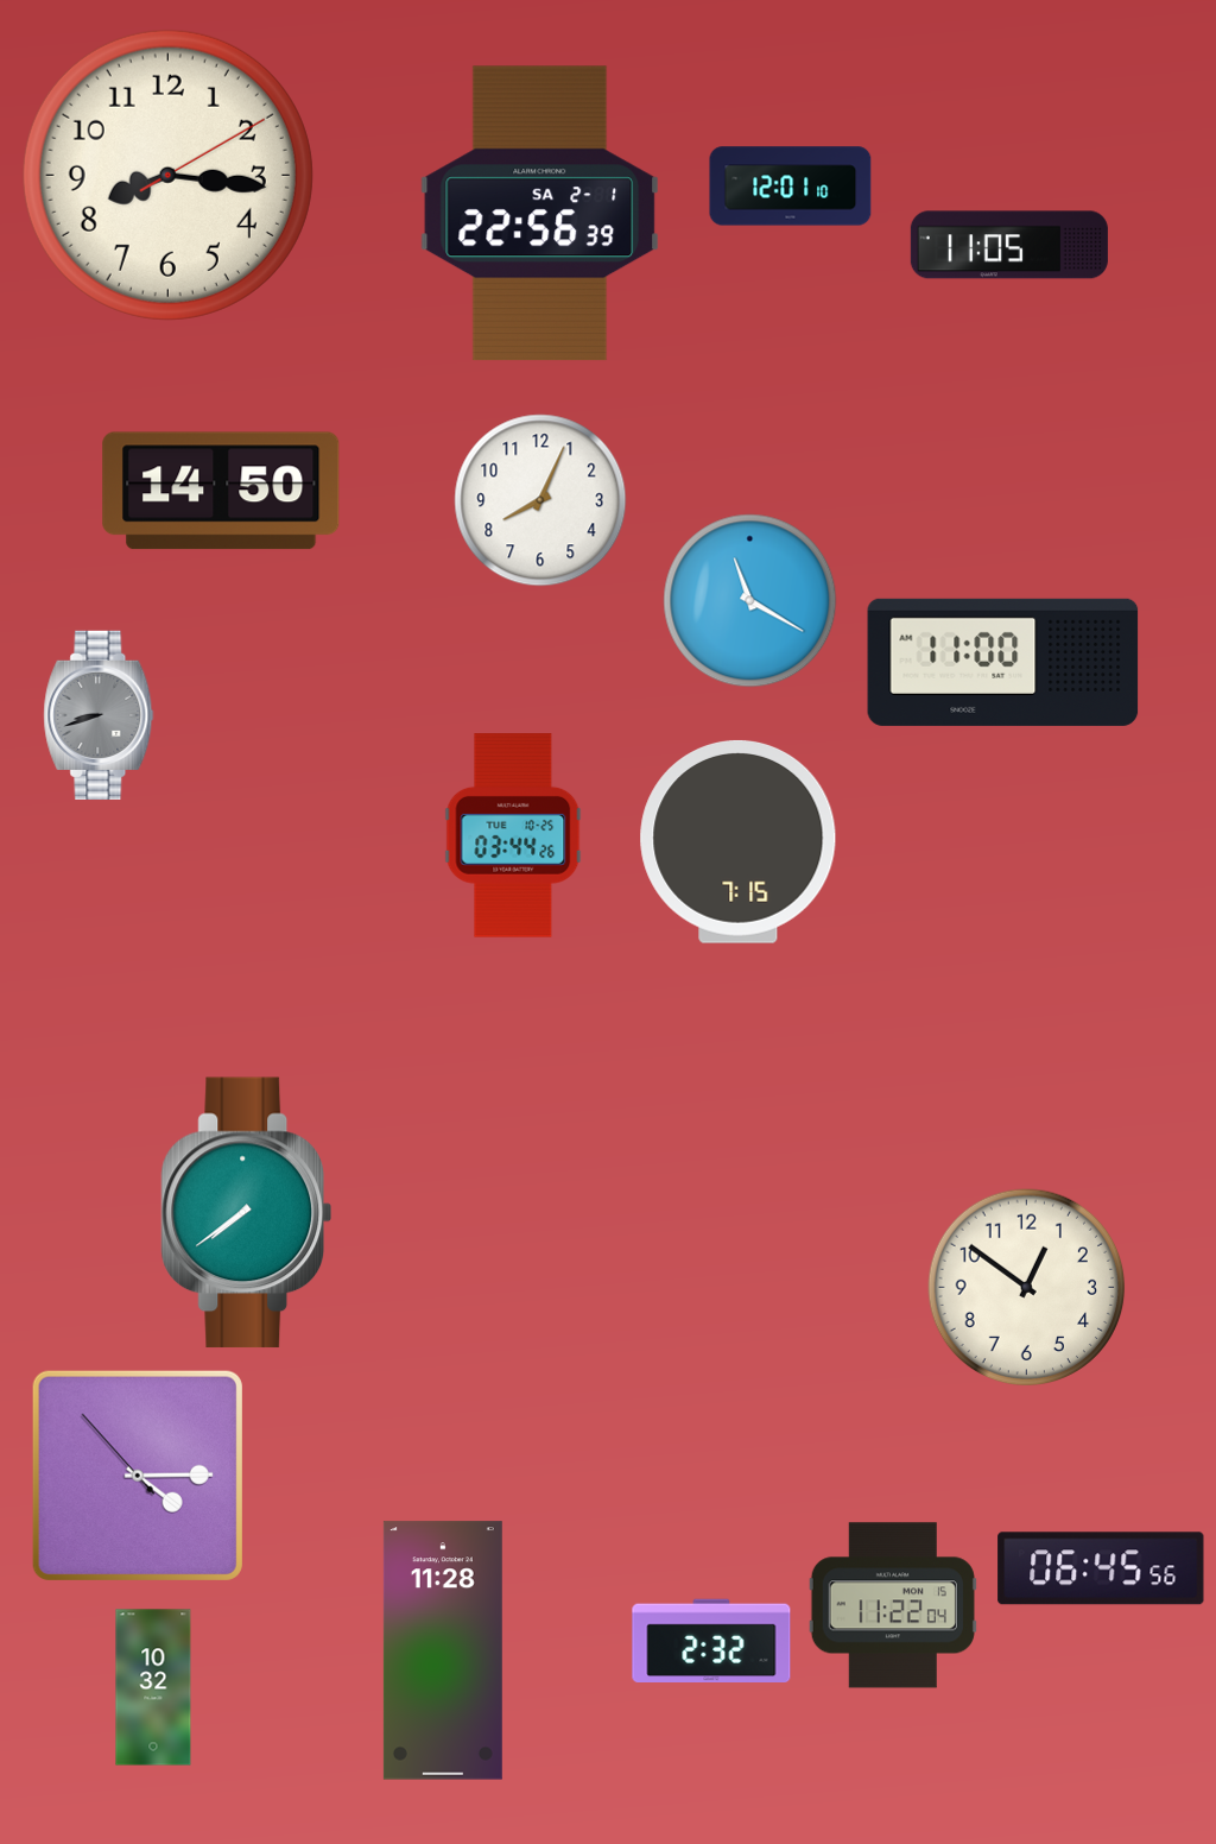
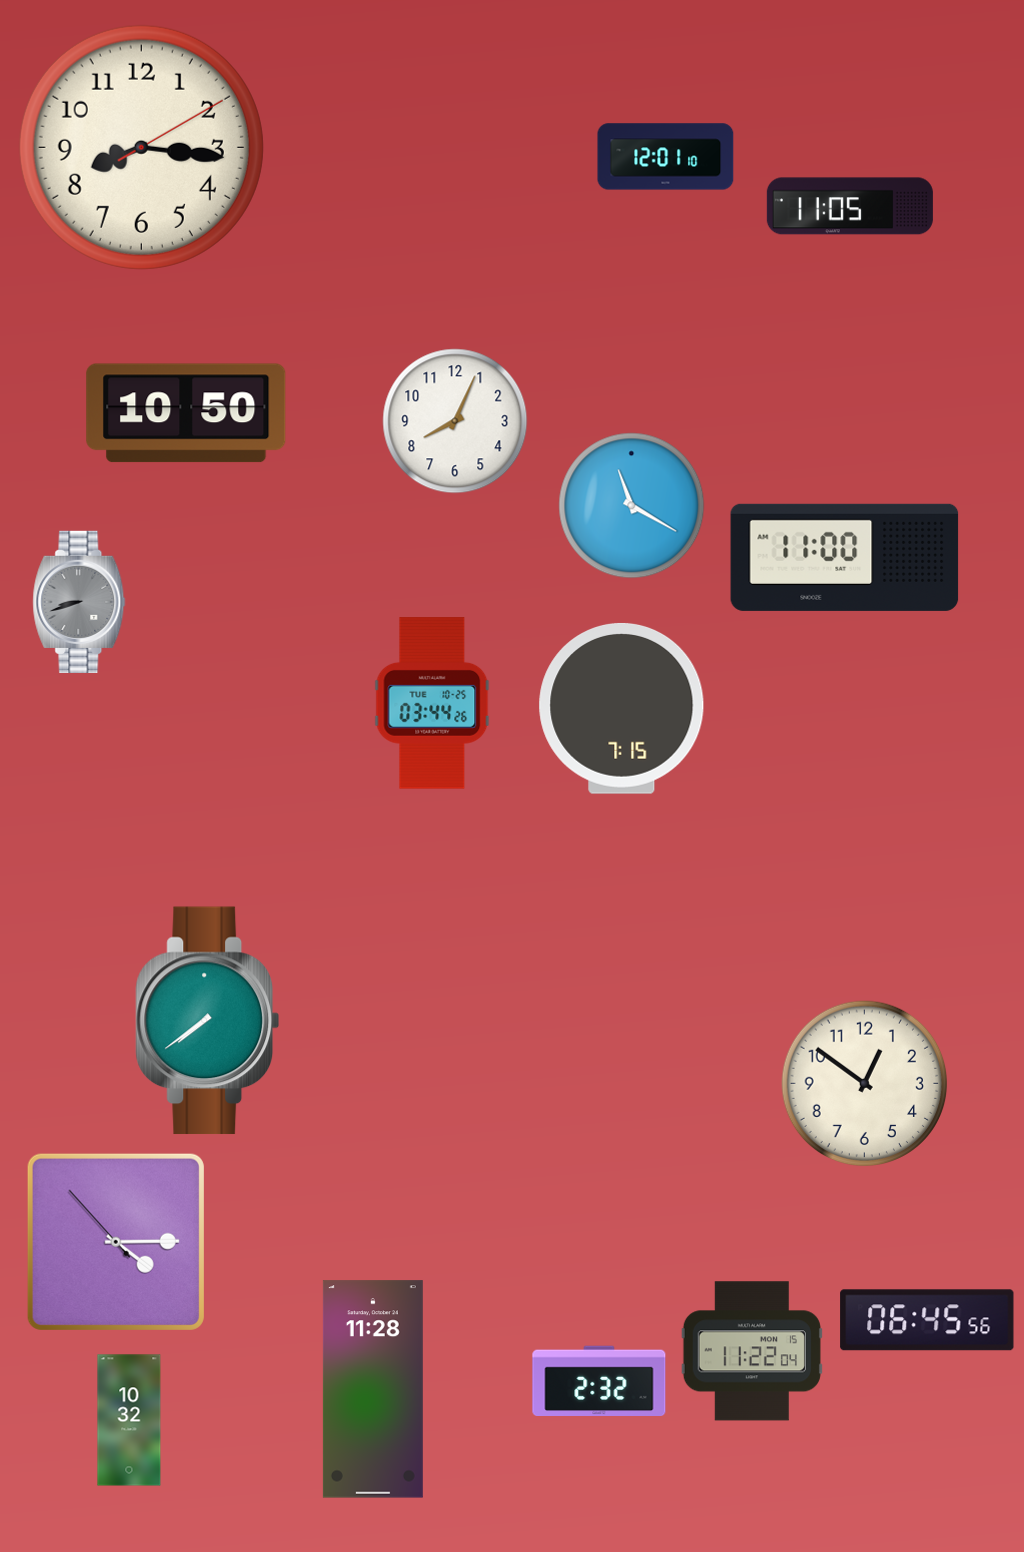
clock at (540, 214): 22:56 -> none
clock at (221, 491): 14:50 -> 10:50
clock at (99, 715) position: (99, 715) -> (79, 602)
